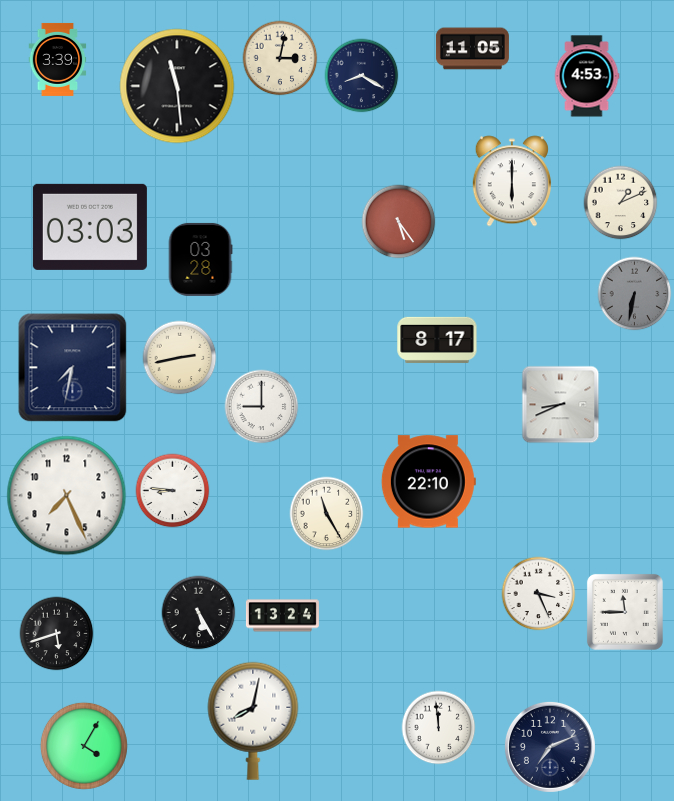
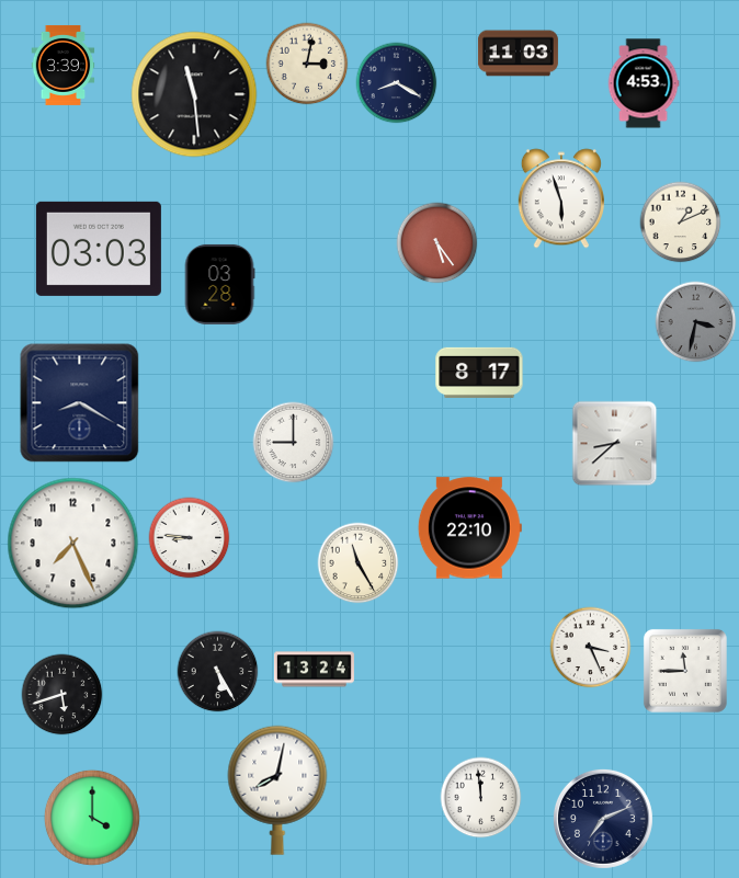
clock at (472, 49): 11:05 -> 11:03
clock at (512, 181): 6:00 -> 5:57
clock at (635, 294): 6:32 -> 3:32
clock at (180, 358): 2:43 -> none
clock at (73, 368): 7:32 -> 8:20
clock at (561, 405): 8:41 -> 8:38
clock at (262, 407) position: (262, 407) -> (294, 443)
clock at (539, 594) position: (539, 594) -> (591, 648)
clock at (282, 616) position: (282, 616) -> (314, 670)
clock at (84, 746): 4:05 -> 4:00
